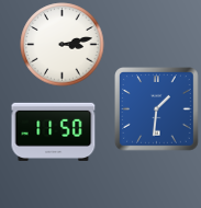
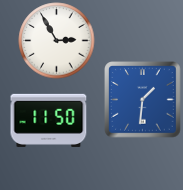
clock at (63, 45): 3:13 -> 2:55
